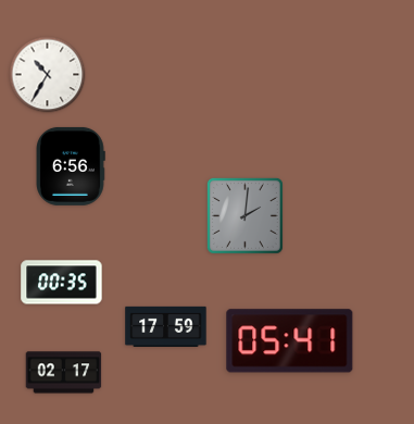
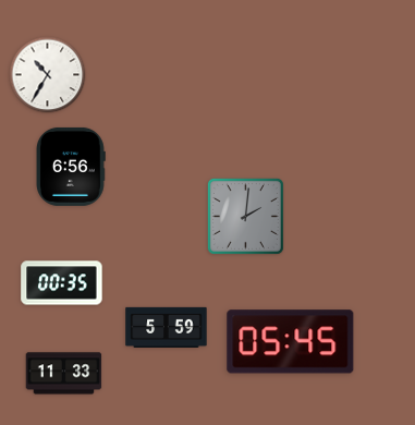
clock at (166, 326): 17:59 -> 5:59
clock at (290, 341): 05:41 -> 05:45
clock at (64, 373): 02:17 -> 11:33
